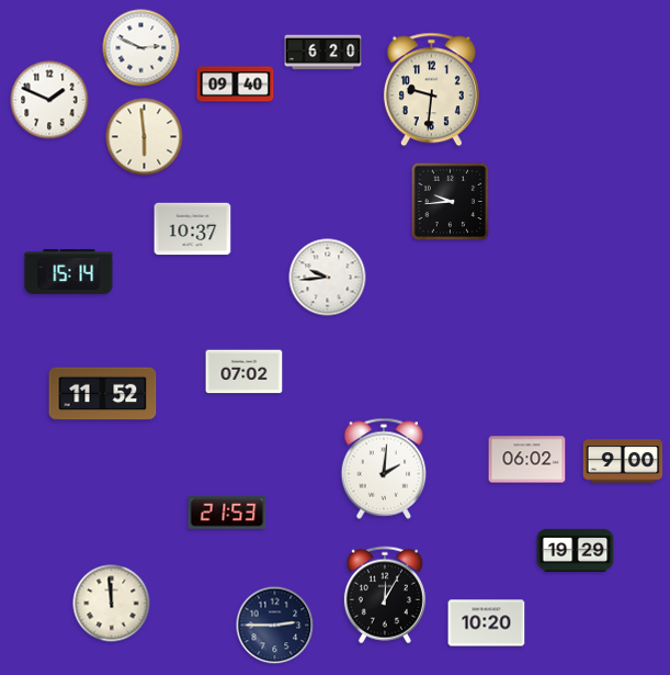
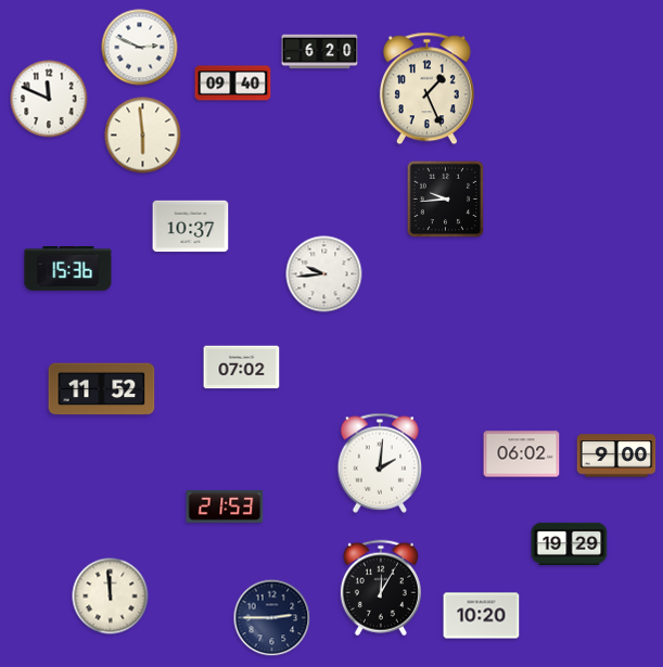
clock at (431, 90): 9:31 -> 1:26
clock at (49, 100): 1:49 -> 11:49
clock at (69, 272): 15:14 -> 15:36
